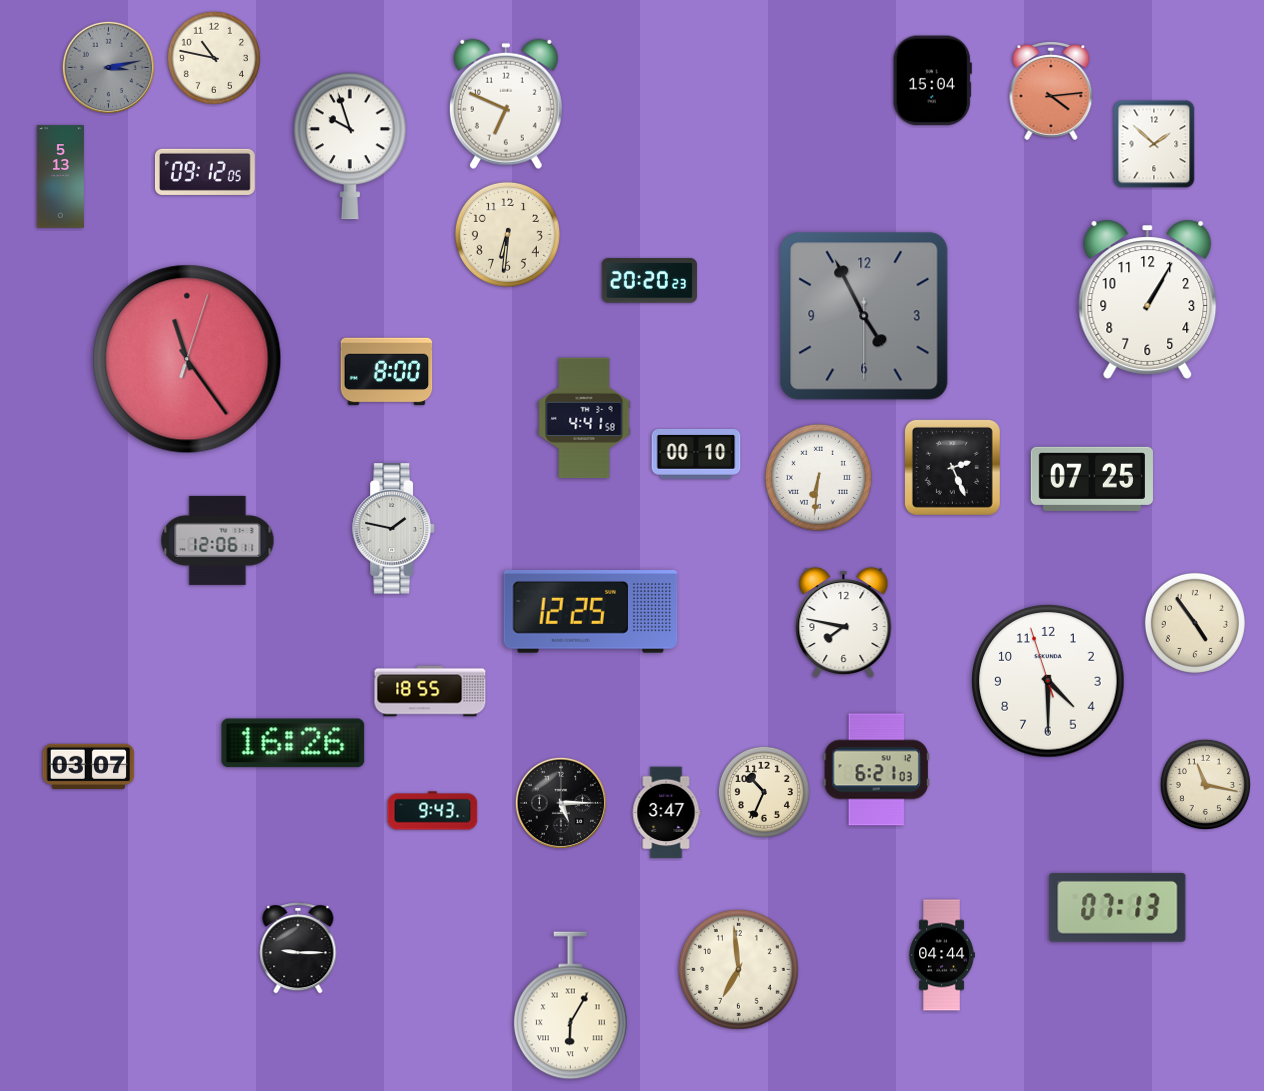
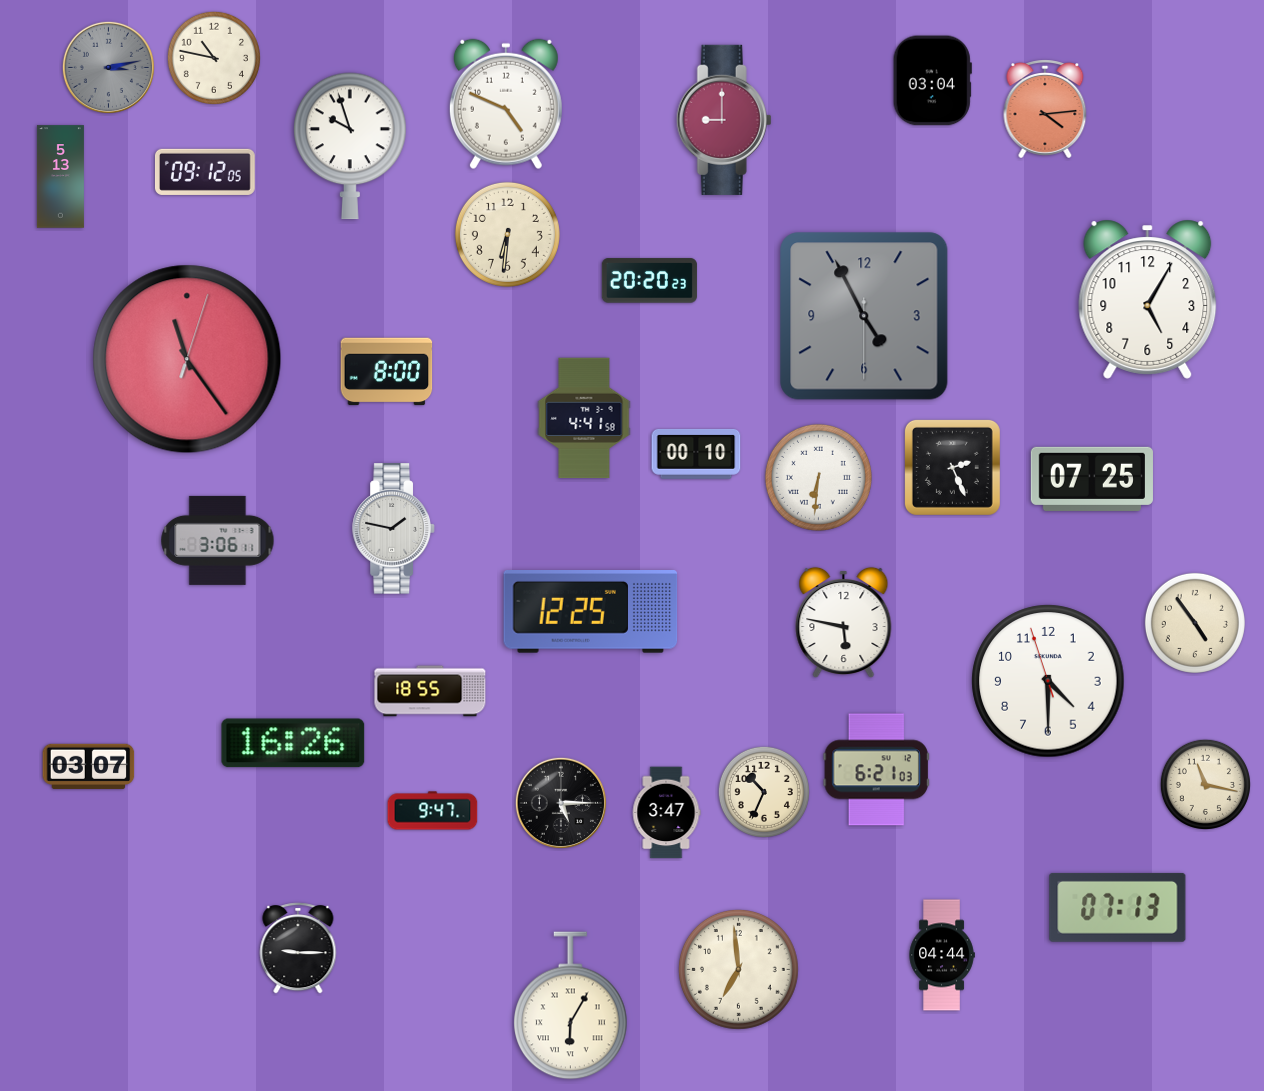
clock at (932, 81): 15:04 -> 03:04
clock at (1051, 91) position: (1051, 91) -> (1045, 109)
clock at (506, 104): 6:49 -> 4:49
clock at (724, 120): none -> 9:00
clock at (1154, 144): 1:52 -> none
clock at (1148, 299): 1:05 -> 5:05
clock at (218, 540): 12:06 -> 3:06
clock at (844, 623): 7:47 -> 5:47
clock at (433, 811): 9:43 -> 9:47
